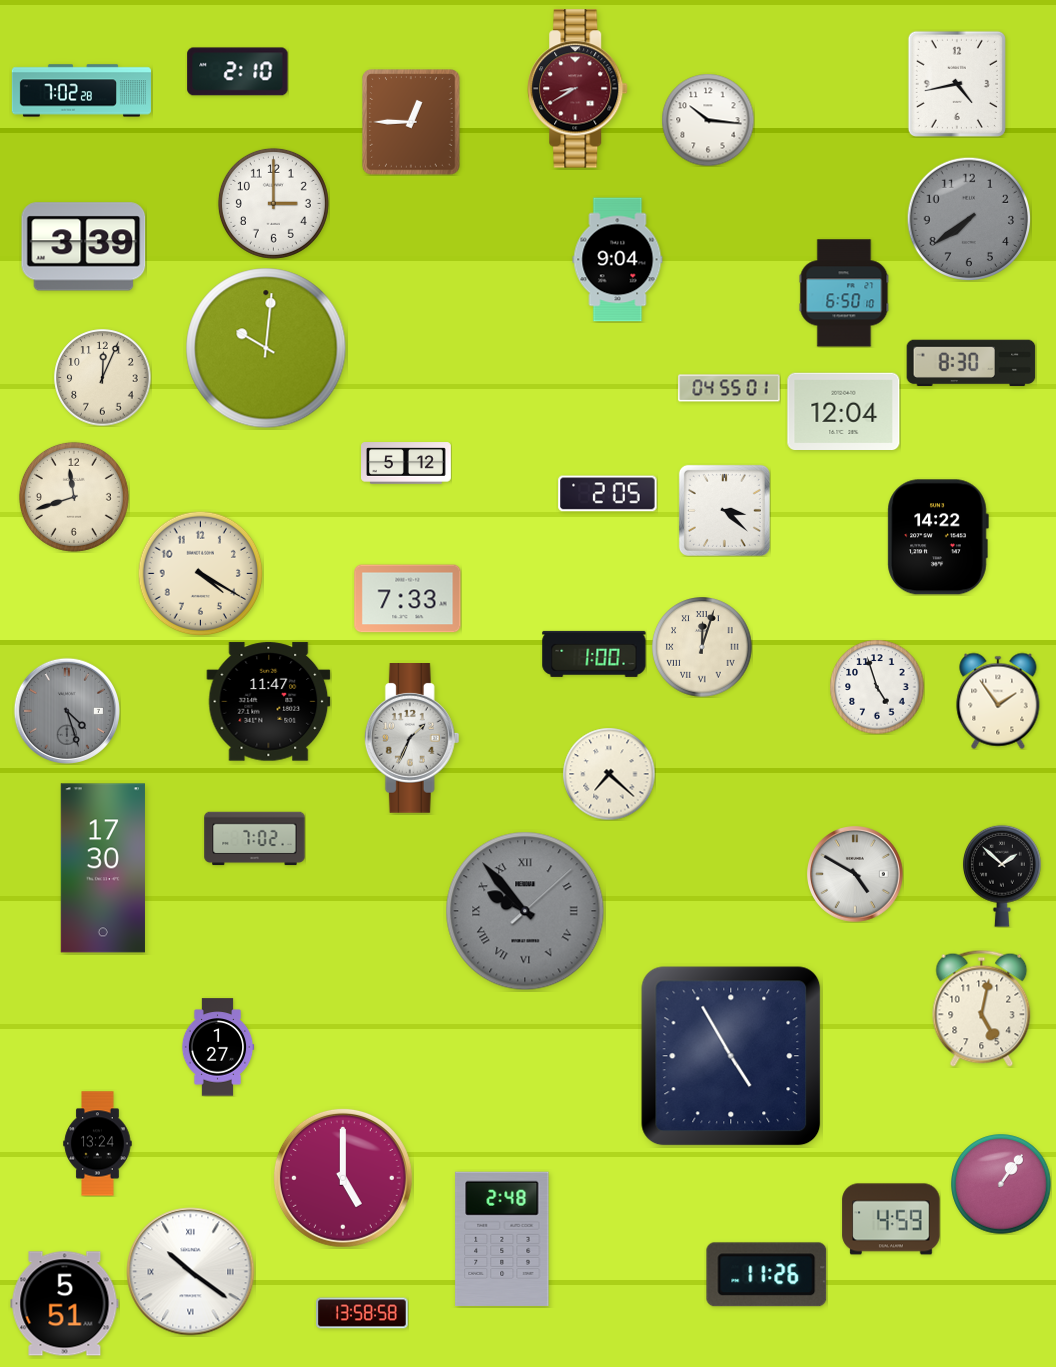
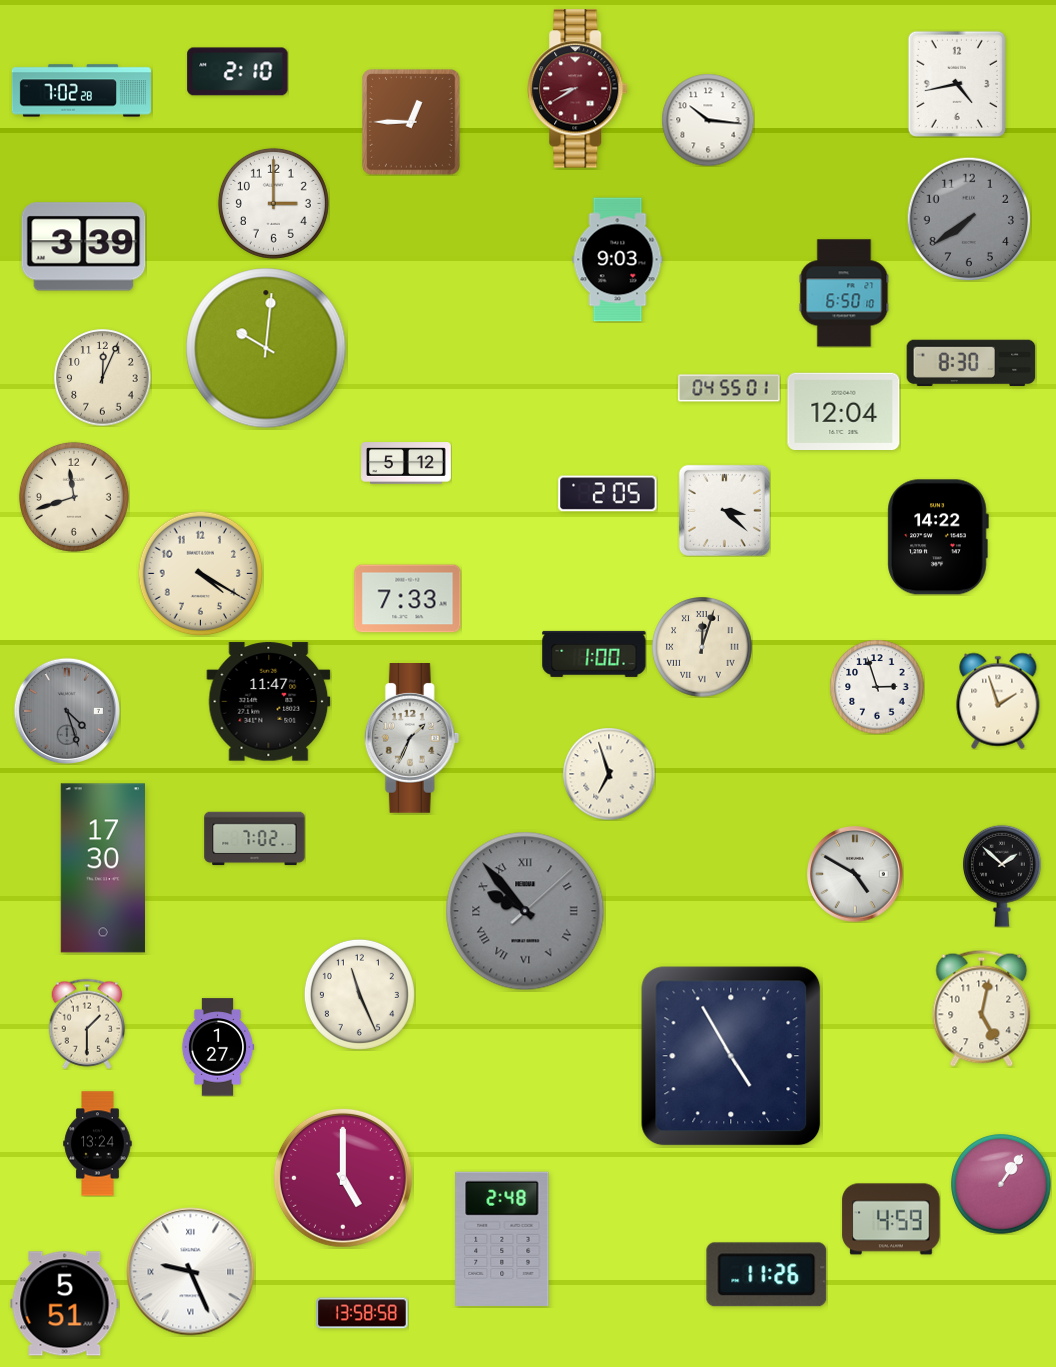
clock at (618, 260): 9:04 -> 9:03
clock at (877, 687): 4:57 -> 2:57
clock at (998, 701): 1:54 -> 1:57
clock at (609, 774): 7:22 -> 6:57
clock at (359, 994): none -> 11:26
clock at (87, 1024): none -> 1:30
clock at (191, 1272): 10:21 -> 9:26
